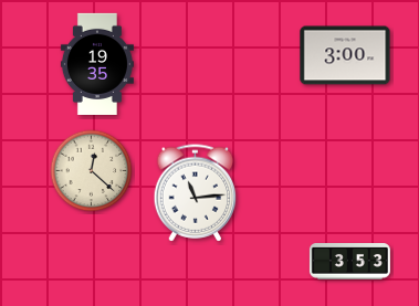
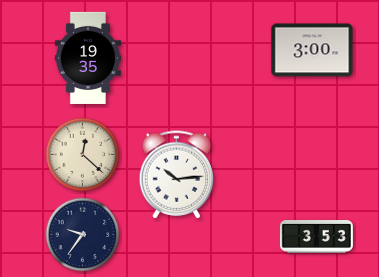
clock at (196, 193): 11:14 -> 10:14
clock at (83, 235): none -> 9:36
